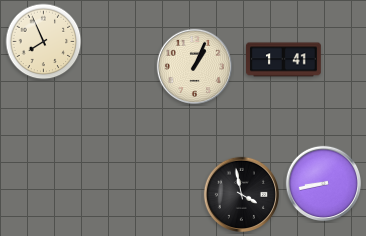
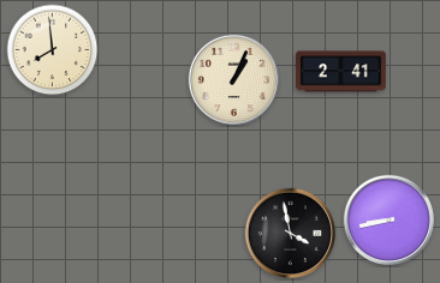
clock at (44, 42): 7:56 -> 7:59
clock at (284, 60): 1:41 -> 2:41
